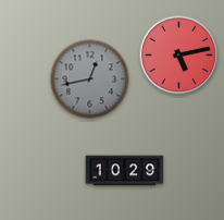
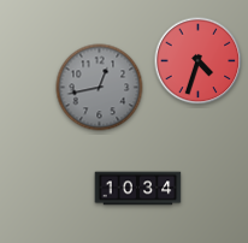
clock at (179, 56): 5:13 -> 4:33
clock at (125, 171): 10:29 -> 10:34
